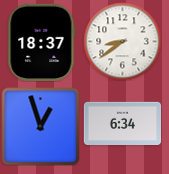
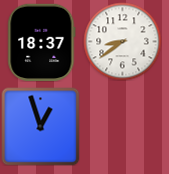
clock at (122, 123): 6:34 -> none
